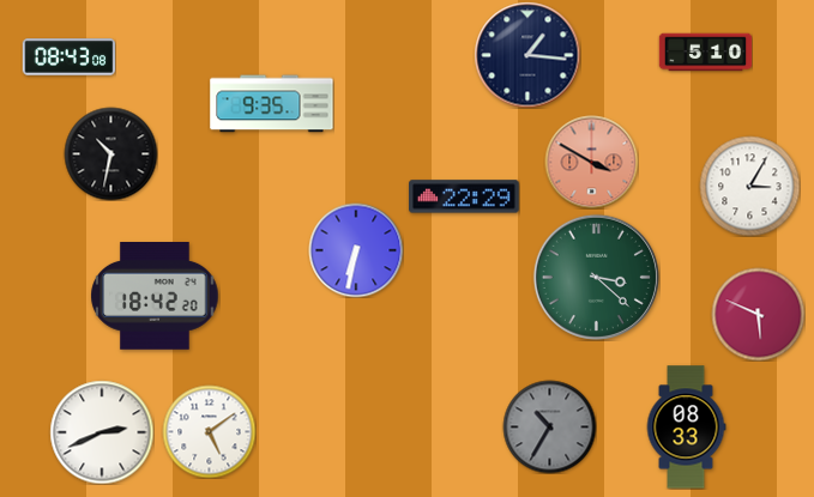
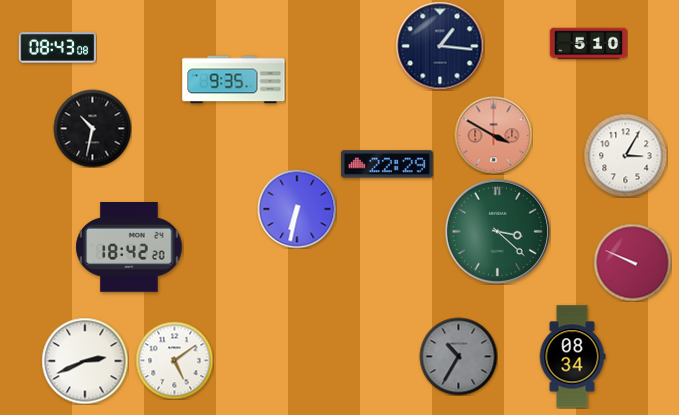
clock at (272, 104) position: (272, 104) -> (234, 80)
clock at (758, 314): 5:49 -> 9:49
clock at (686, 428): 08:33 -> 08:34
